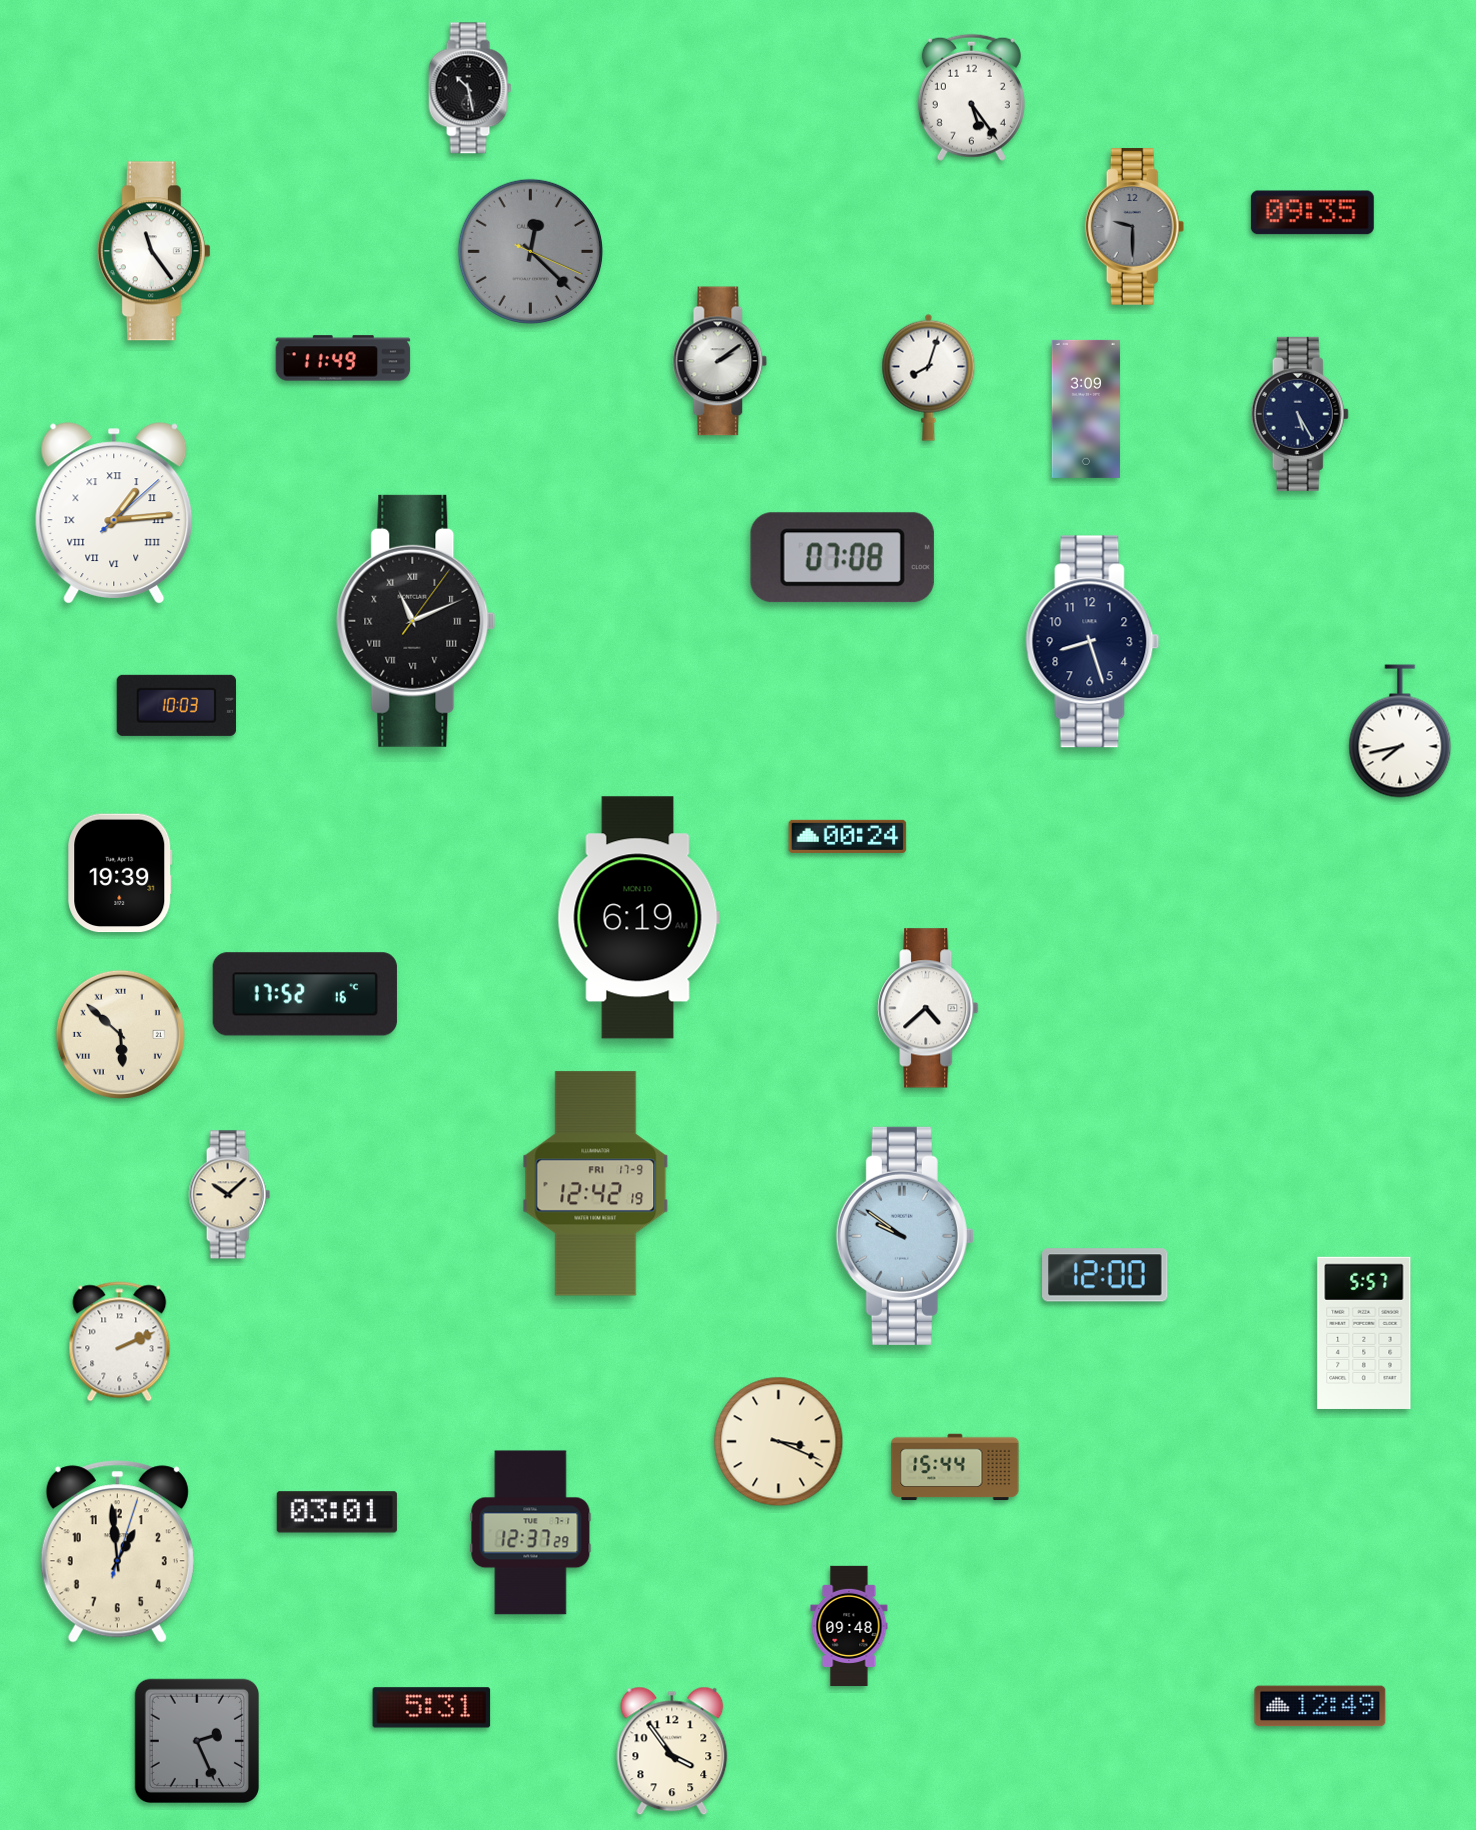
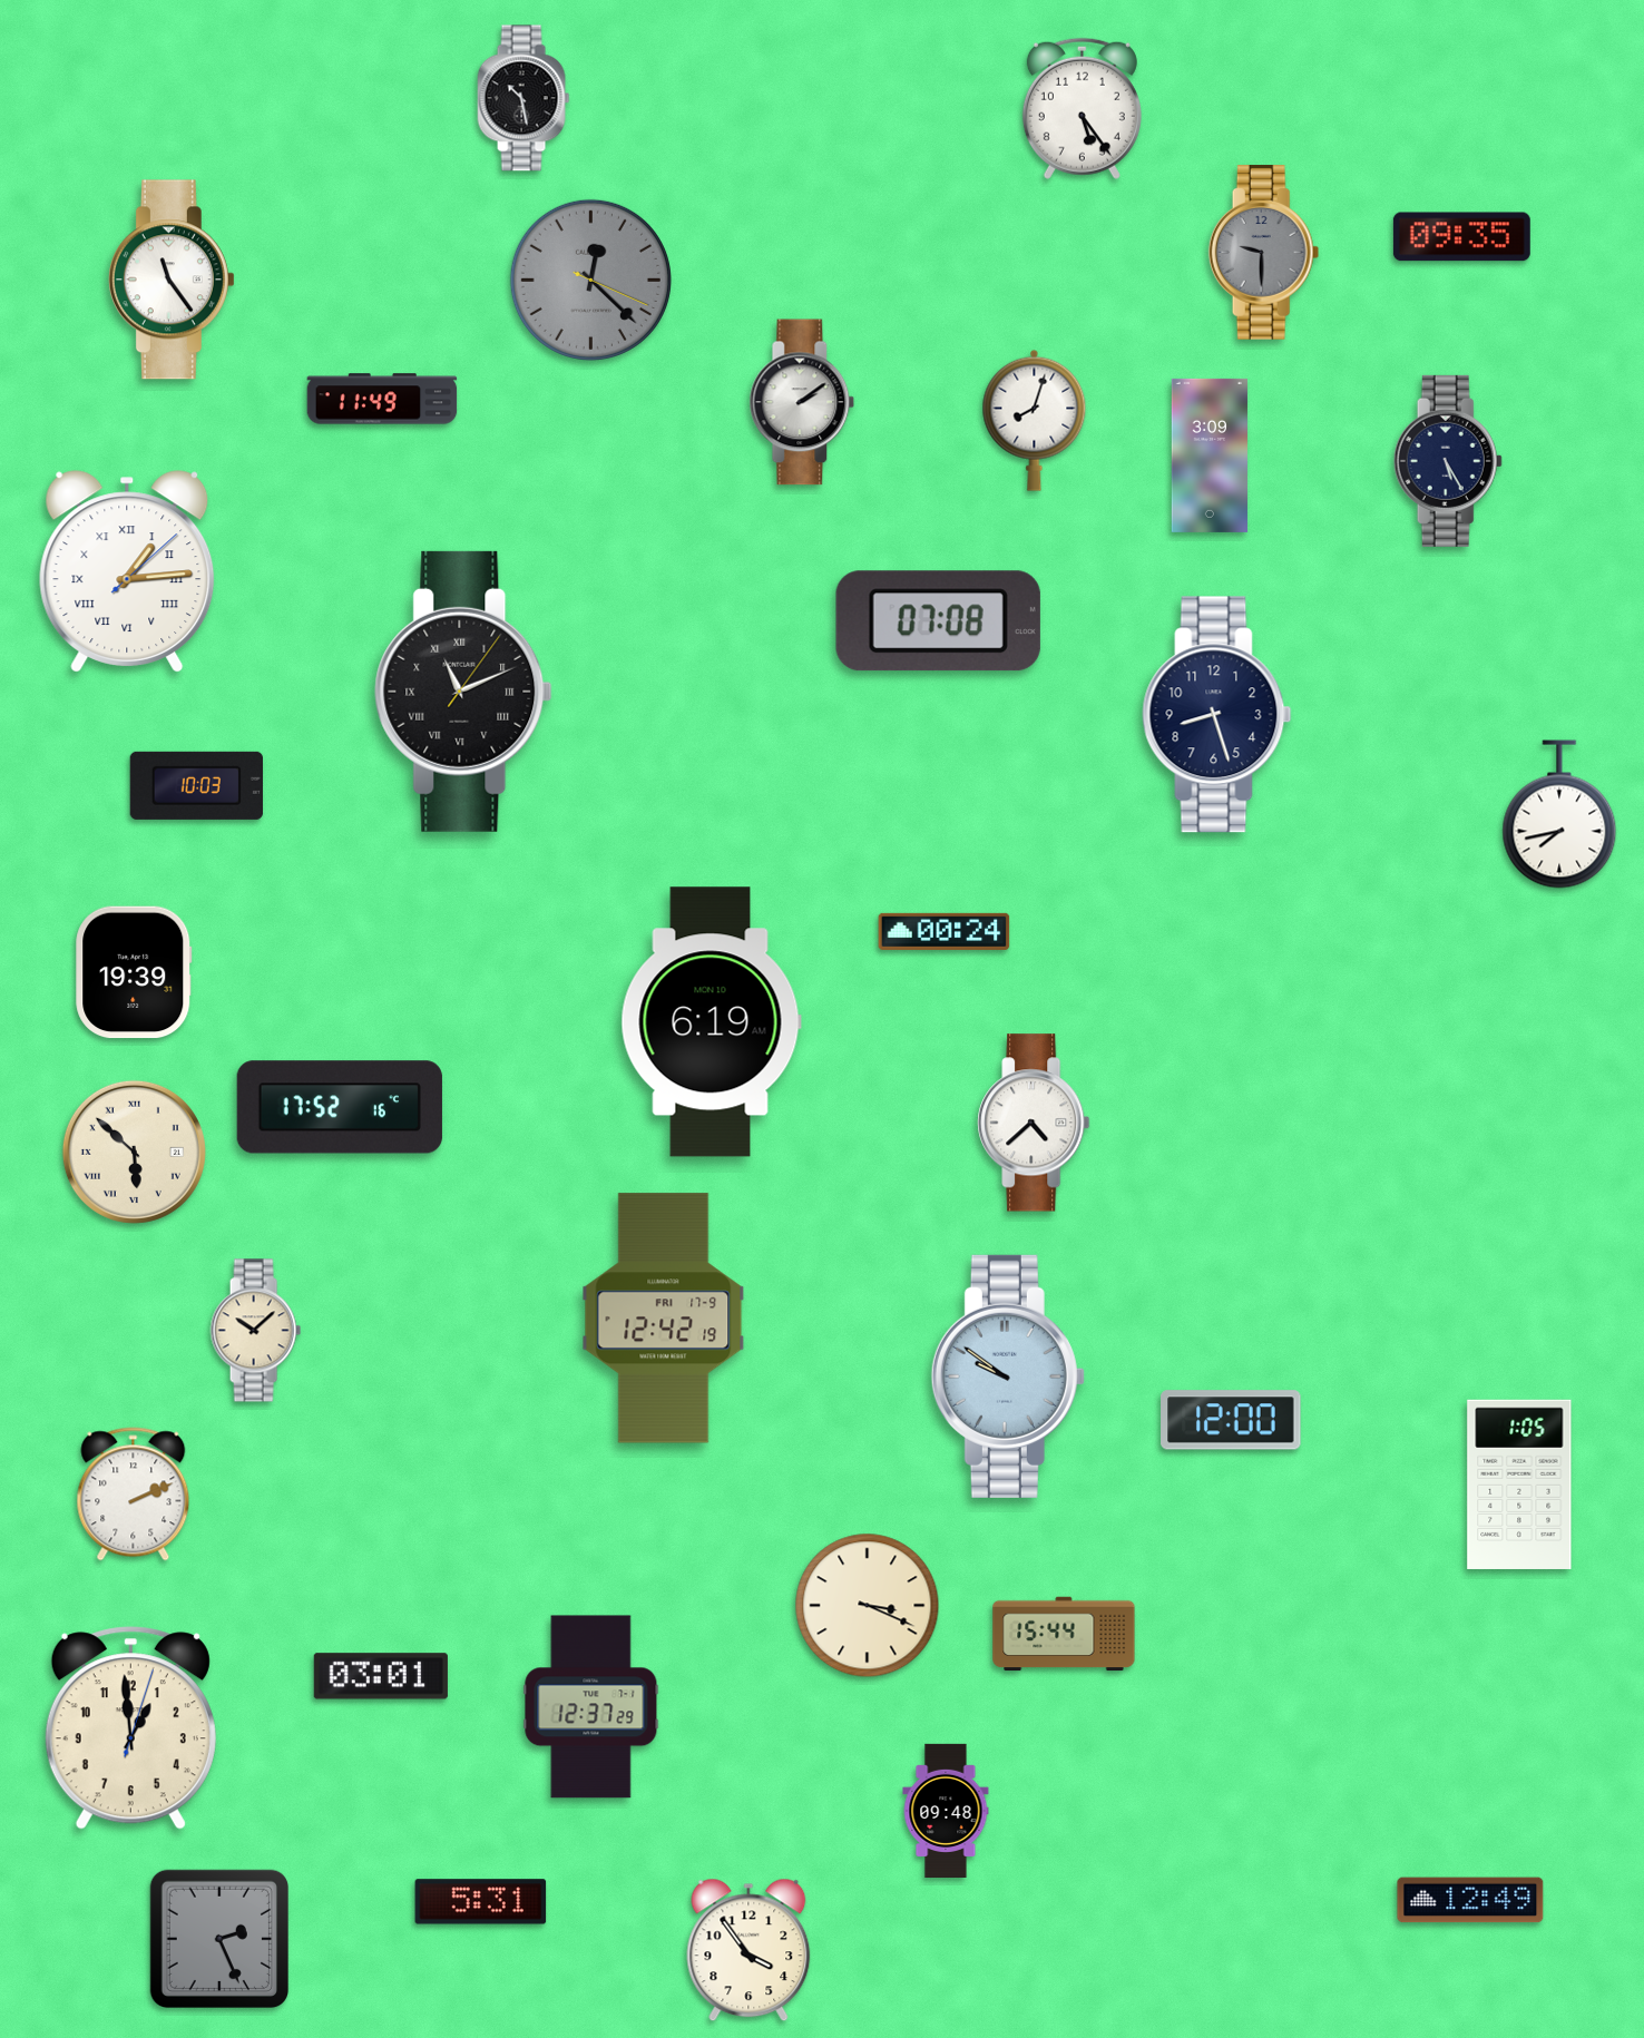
clock at (1364, 1333): 5:57 -> 1:05
clock at (337, 1512) position: (337, 1512) -> (381, 1676)
